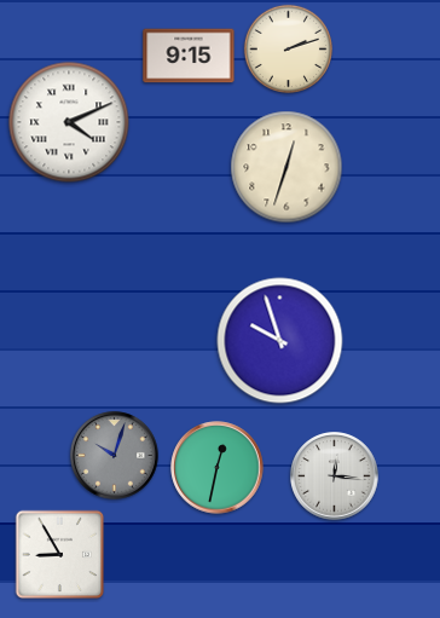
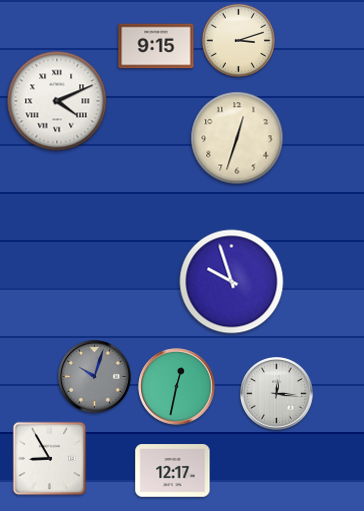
clock at (288, 48): 2:12 -> 3:12
clock at (218, 468) position: (218, 468) -> (177, 387)
clock at (173, 471): none -> 12:17
